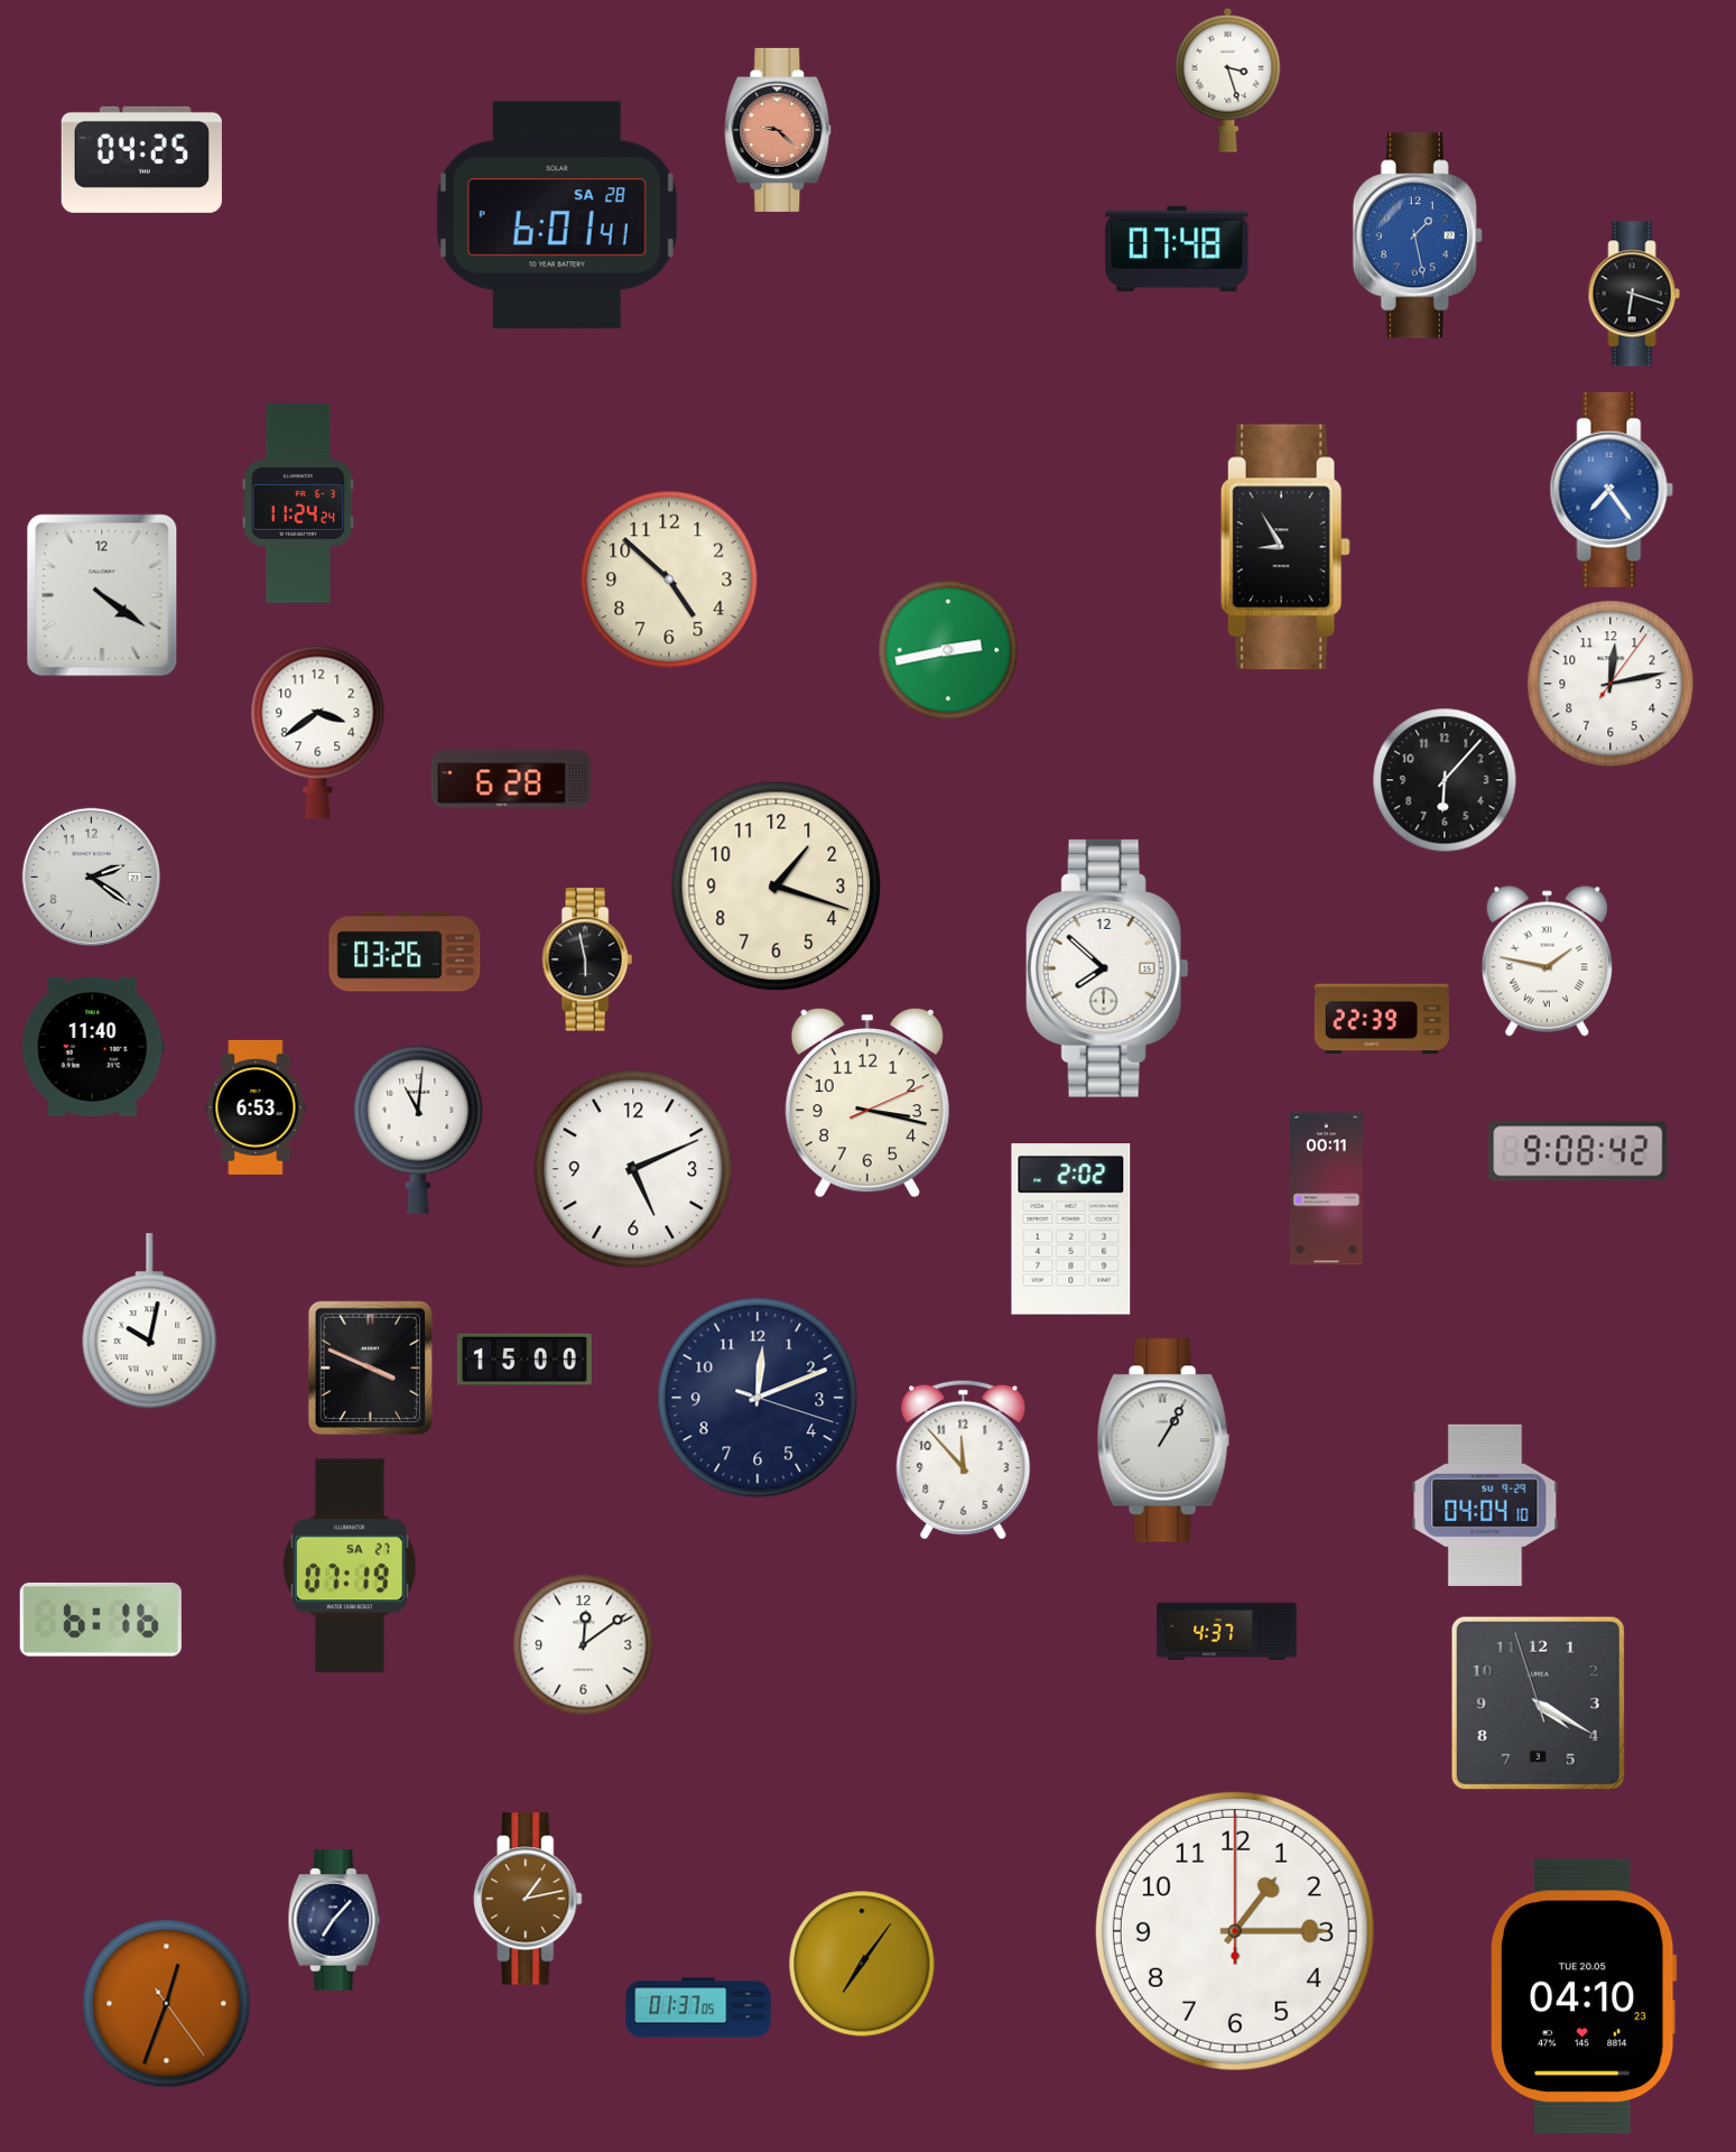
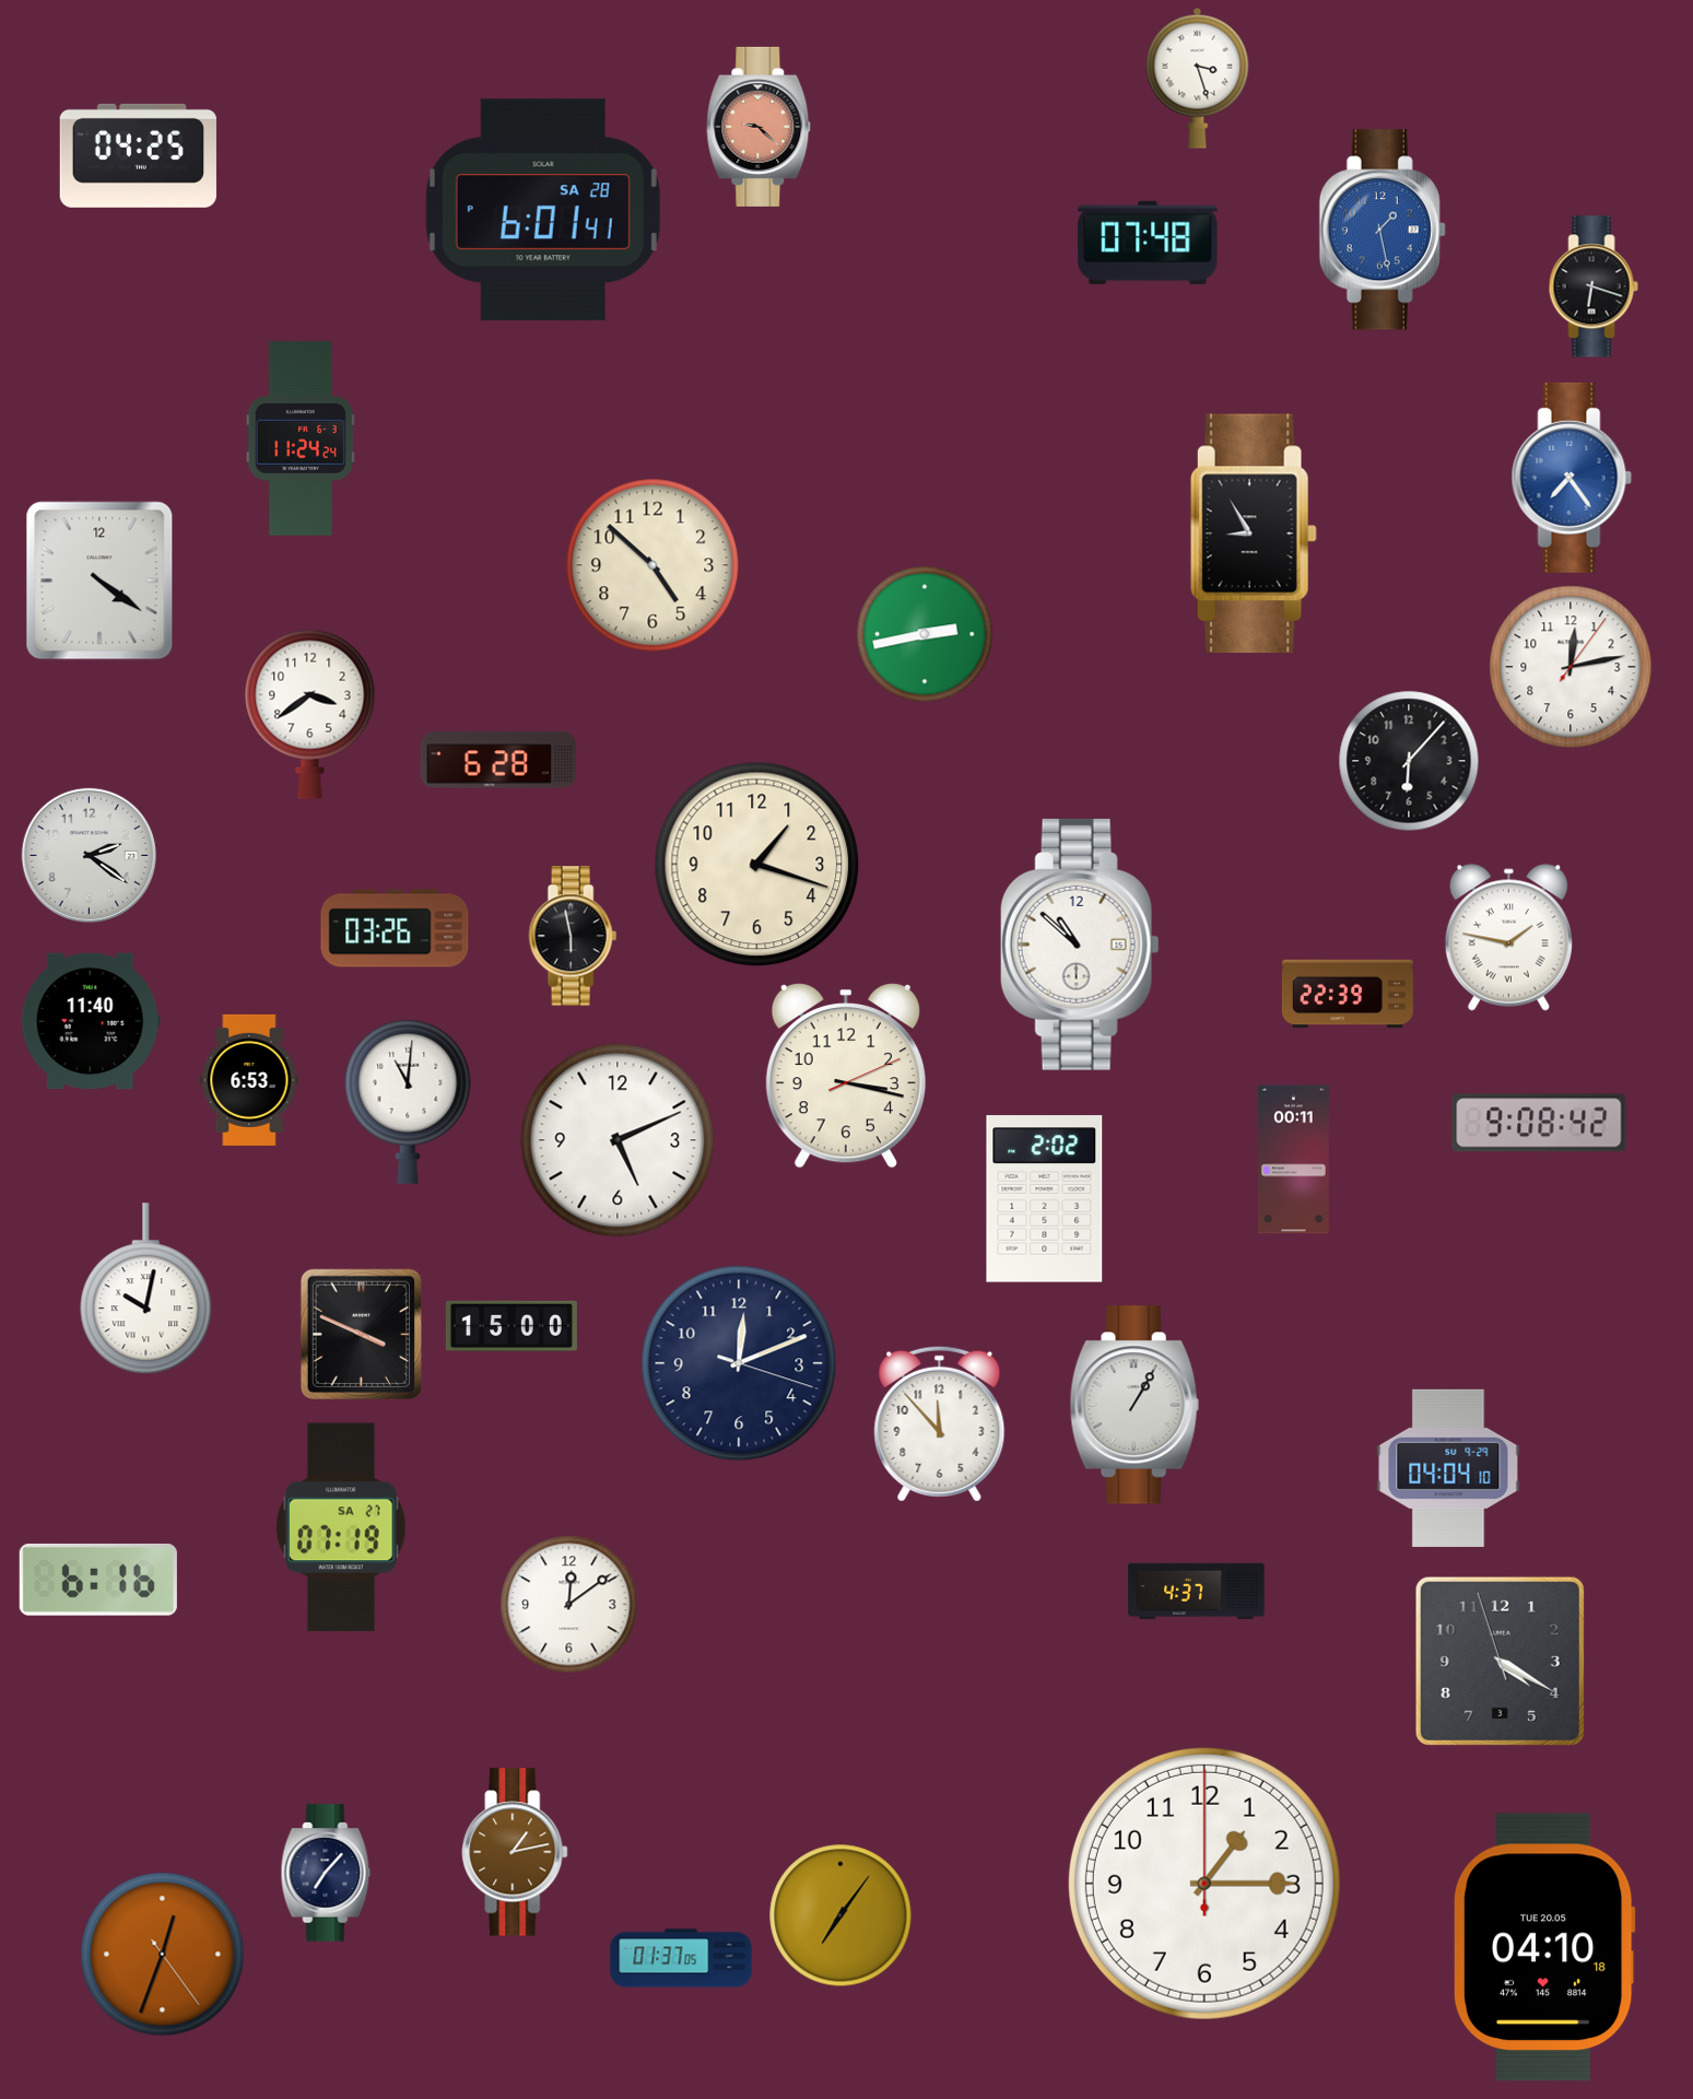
clock at (298, 503) position: (298, 503) -> (301, 438)
clock at (1107, 968): 7:52 -> 10:52
clock at (1584, 1996): 04:10:23 -> 04:10:18
